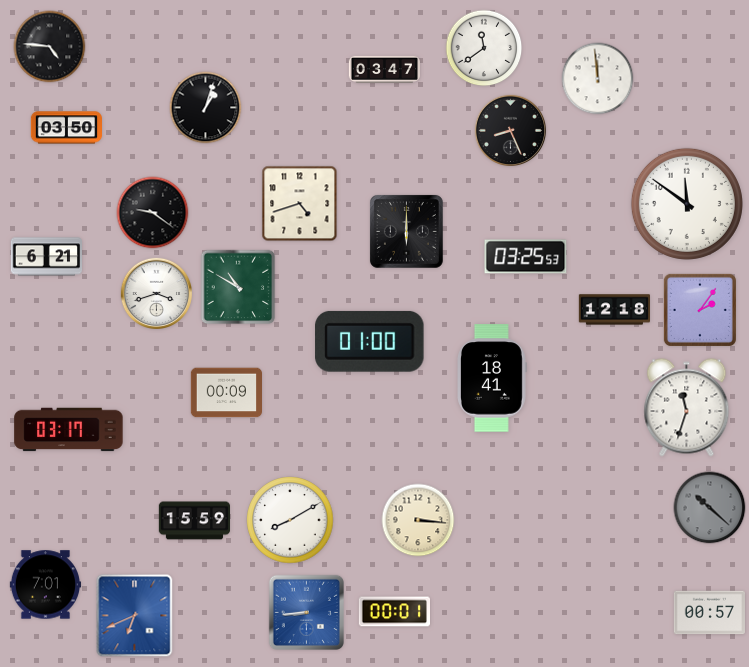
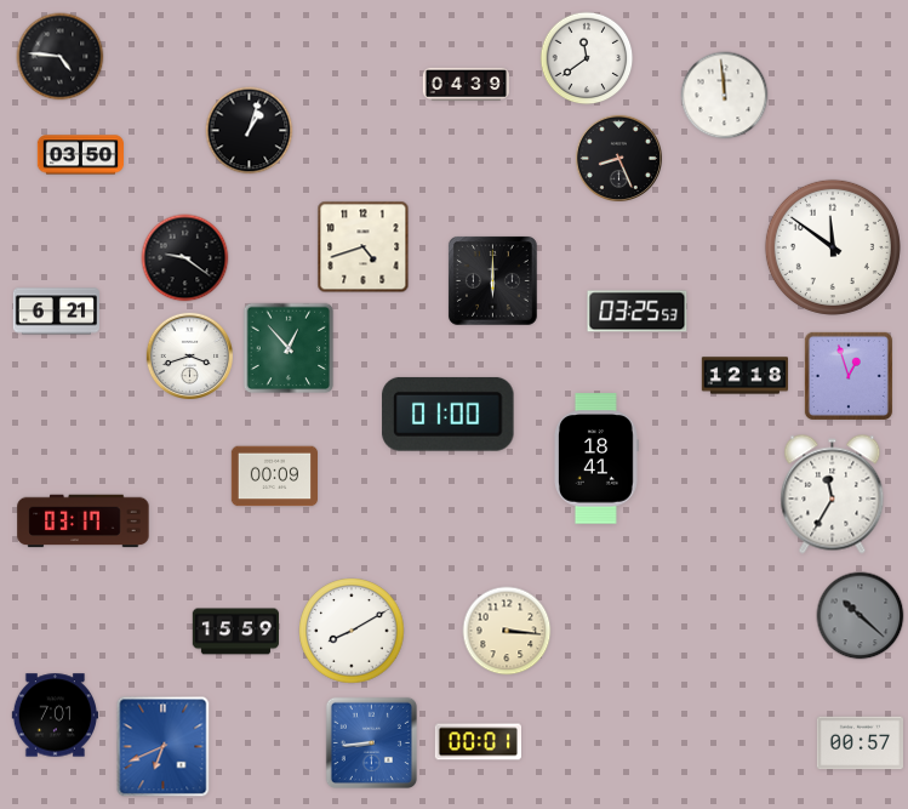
clock at (385, 69): 03:47 -> 04:39
clock at (238, 287): 10:50 -> 12:53
clock at (700, 310): 2:06 -> 12:57
clock at (687, 408): 11:33 -> 11:35
clock at (45, 585) position: (45, 585) -> (55, 716)
